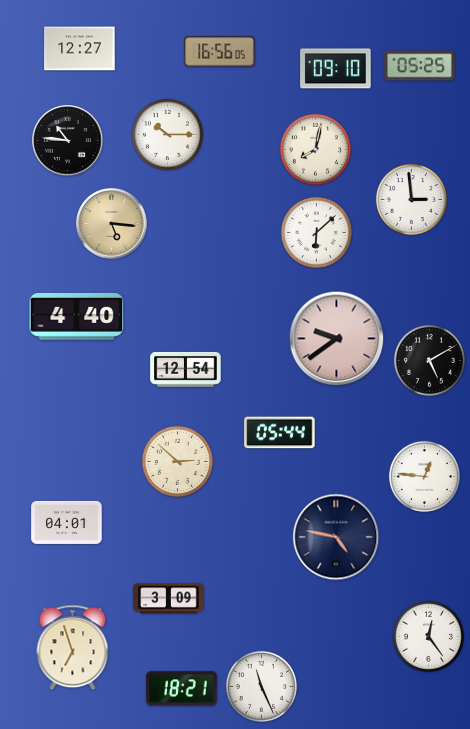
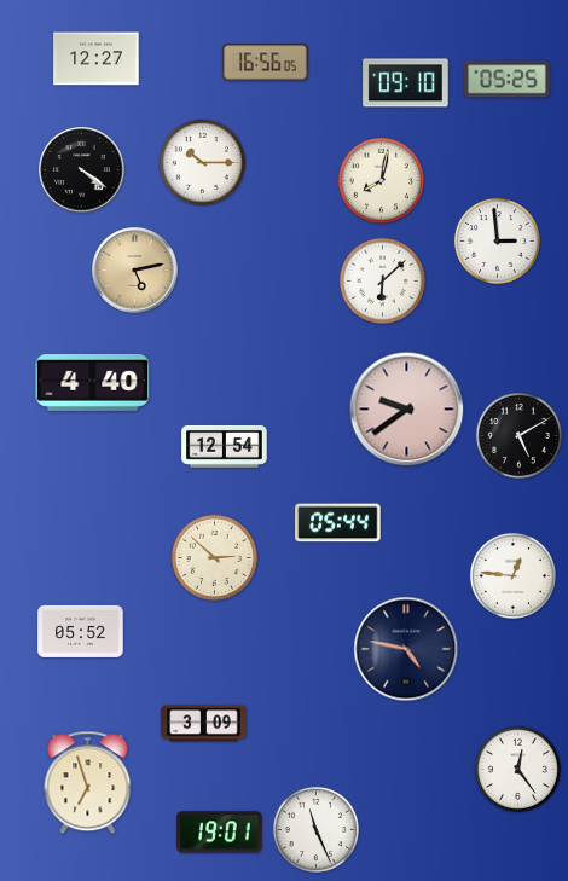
clock at (68, 141): 10:46 -> 4:21
clock at (112, 224): 5:16 -> 5:13
clock at (67, 522): 04:01 -> 05:52
clock at (182, 689): 18:21 -> 19:01
